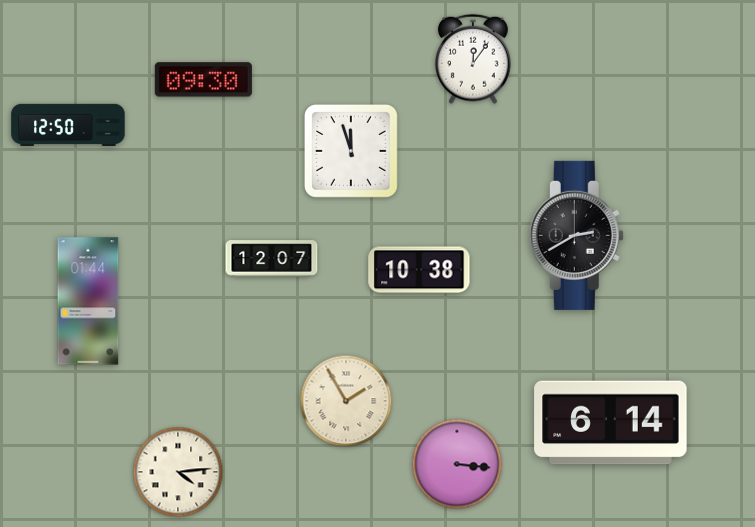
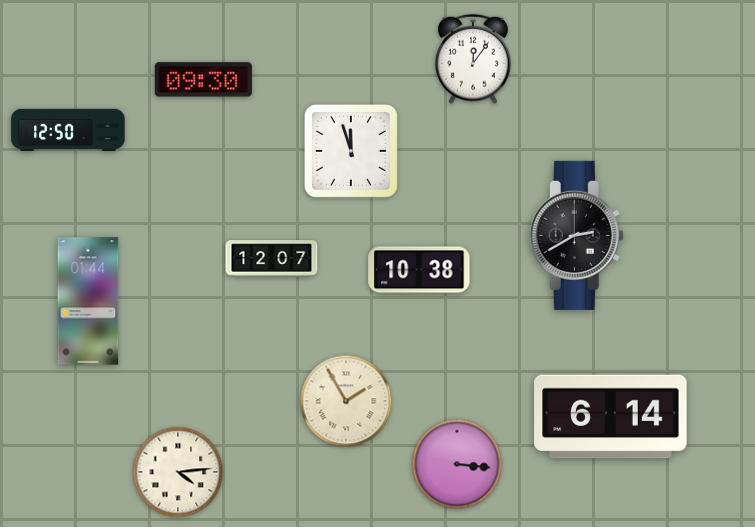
clock at (68, 125) position: (68, 125) -> (68, 130)
clock at (611, 423) position: (611, 423) -> (611, 417)
